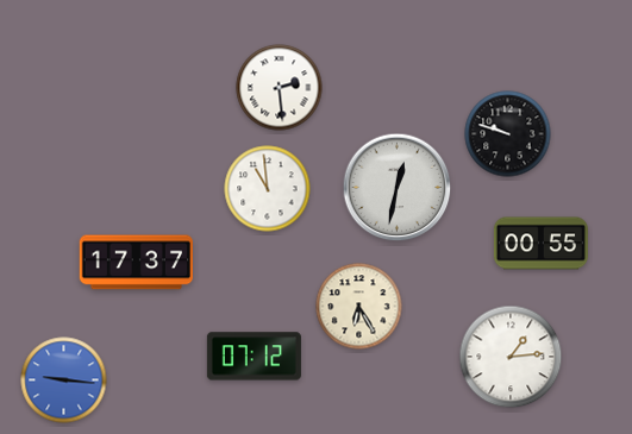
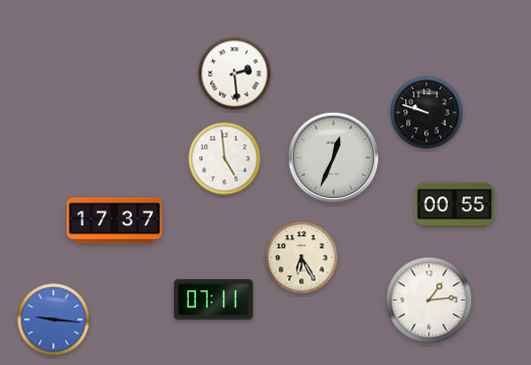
clock at (398, 188): 12:32 -> 12:34
clock at (268, 189): 10:59 -> 4:59
clock at (254, 357): 07:12 -> 07:11
